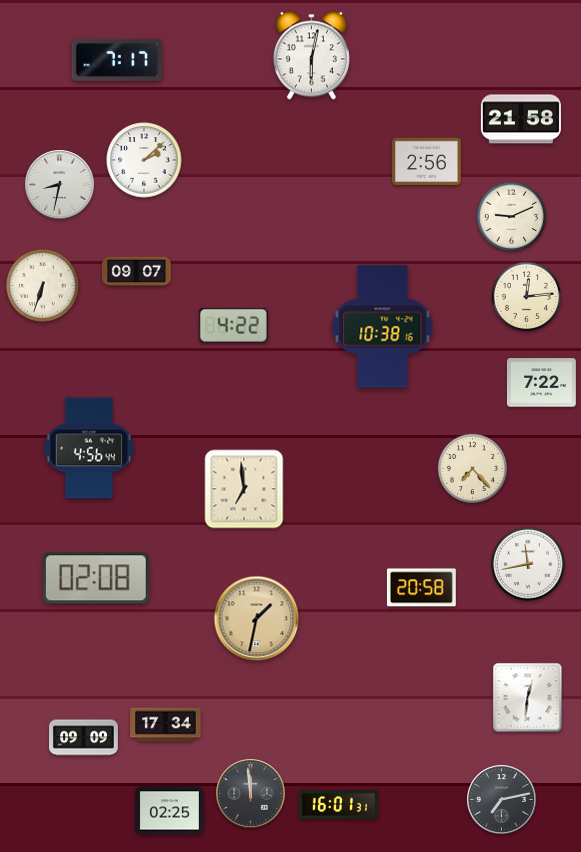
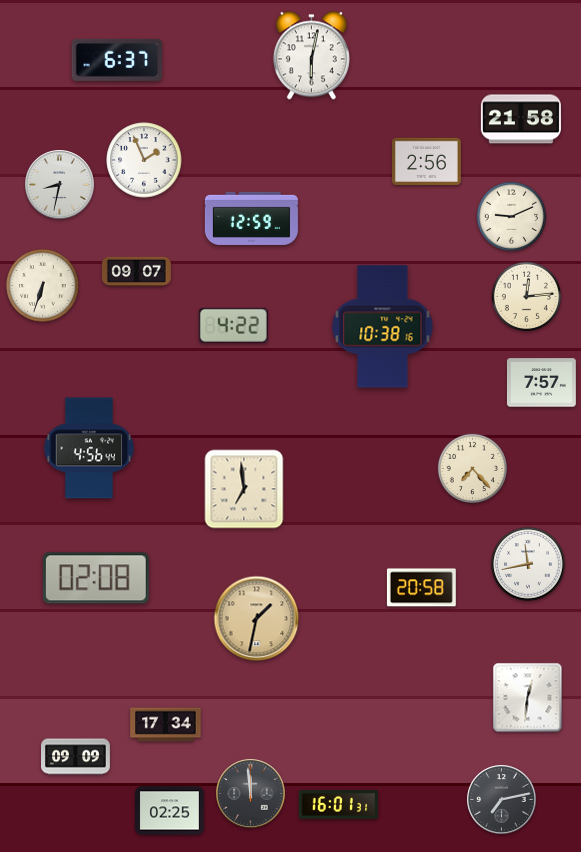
clock at (117, 60): 7:17 -> 6:37
clock at (144, 160): 2:08 -> 1:56
clock at (251, 218): none -> 12:59
clock at (541, 383): 7:22 -> 7:57
clock at (84, 738) position: (84, 738) -> (76, 757)
